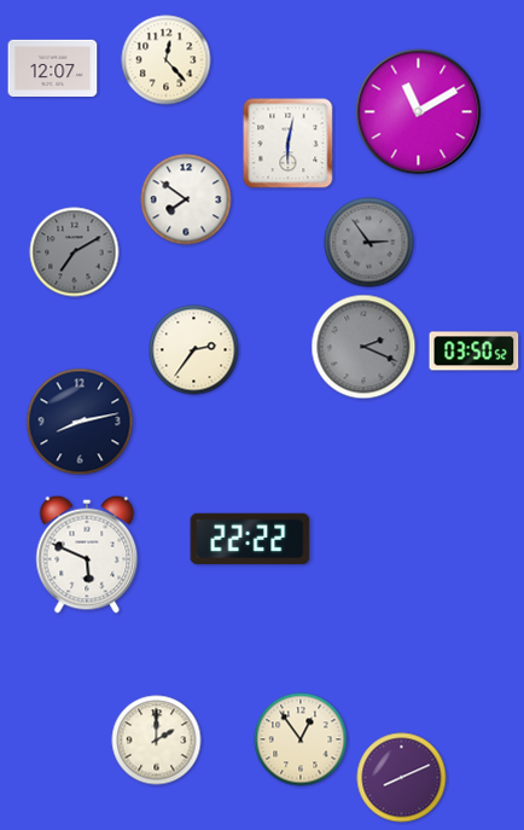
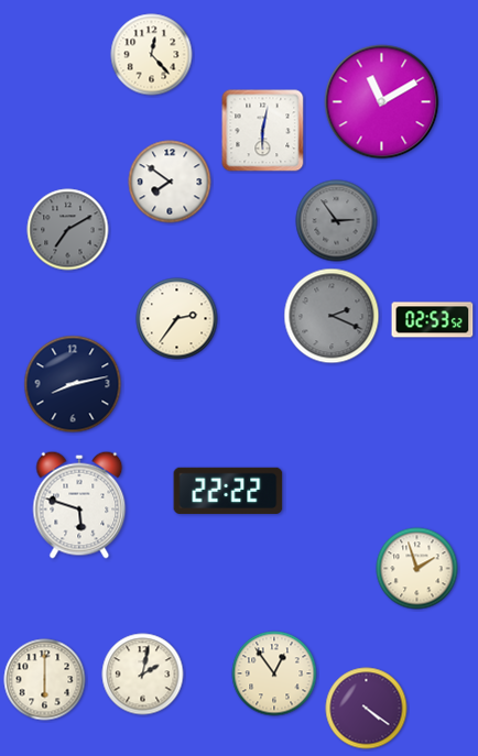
clock at (53, 68): 12:07 -> none
clock at (474, 352): 03:50 -> 02:53
clock at (87, 555): 5:49 -> 5:48
clock at (417, 569): none -> 1:57
clock at (157, 741): 2:00 -> 2:02
clock at (45, 680): none -> 6:00
clock at (402, 778): 8:11 -> 4:21
